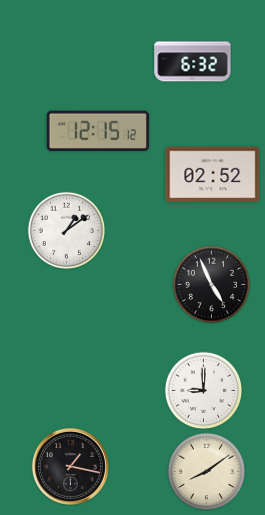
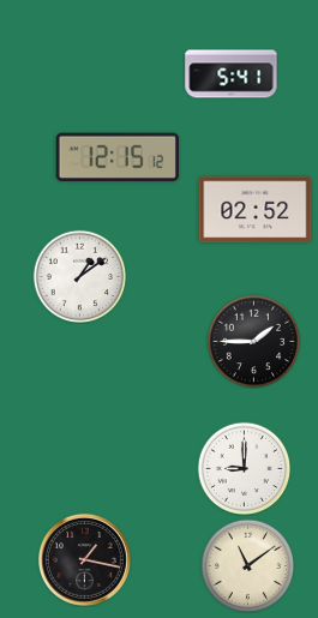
clock at (193, 62): 6:32 -> 5:41
clock at (211, 284): 4:56 -> 1:45
clock at (206, 471): 8:09 -> 11:09
